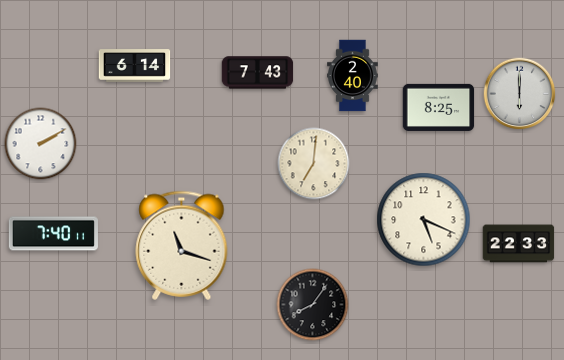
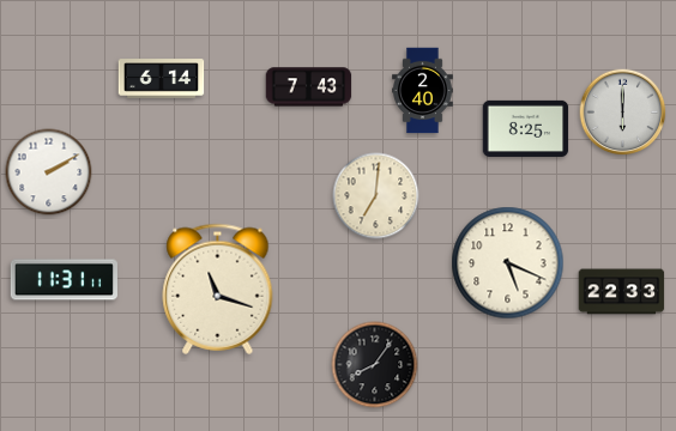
clock at (53, 234): 7:40 -> 11:31
clock at (182, 245) position: (182, 245) -> (218, 289)
